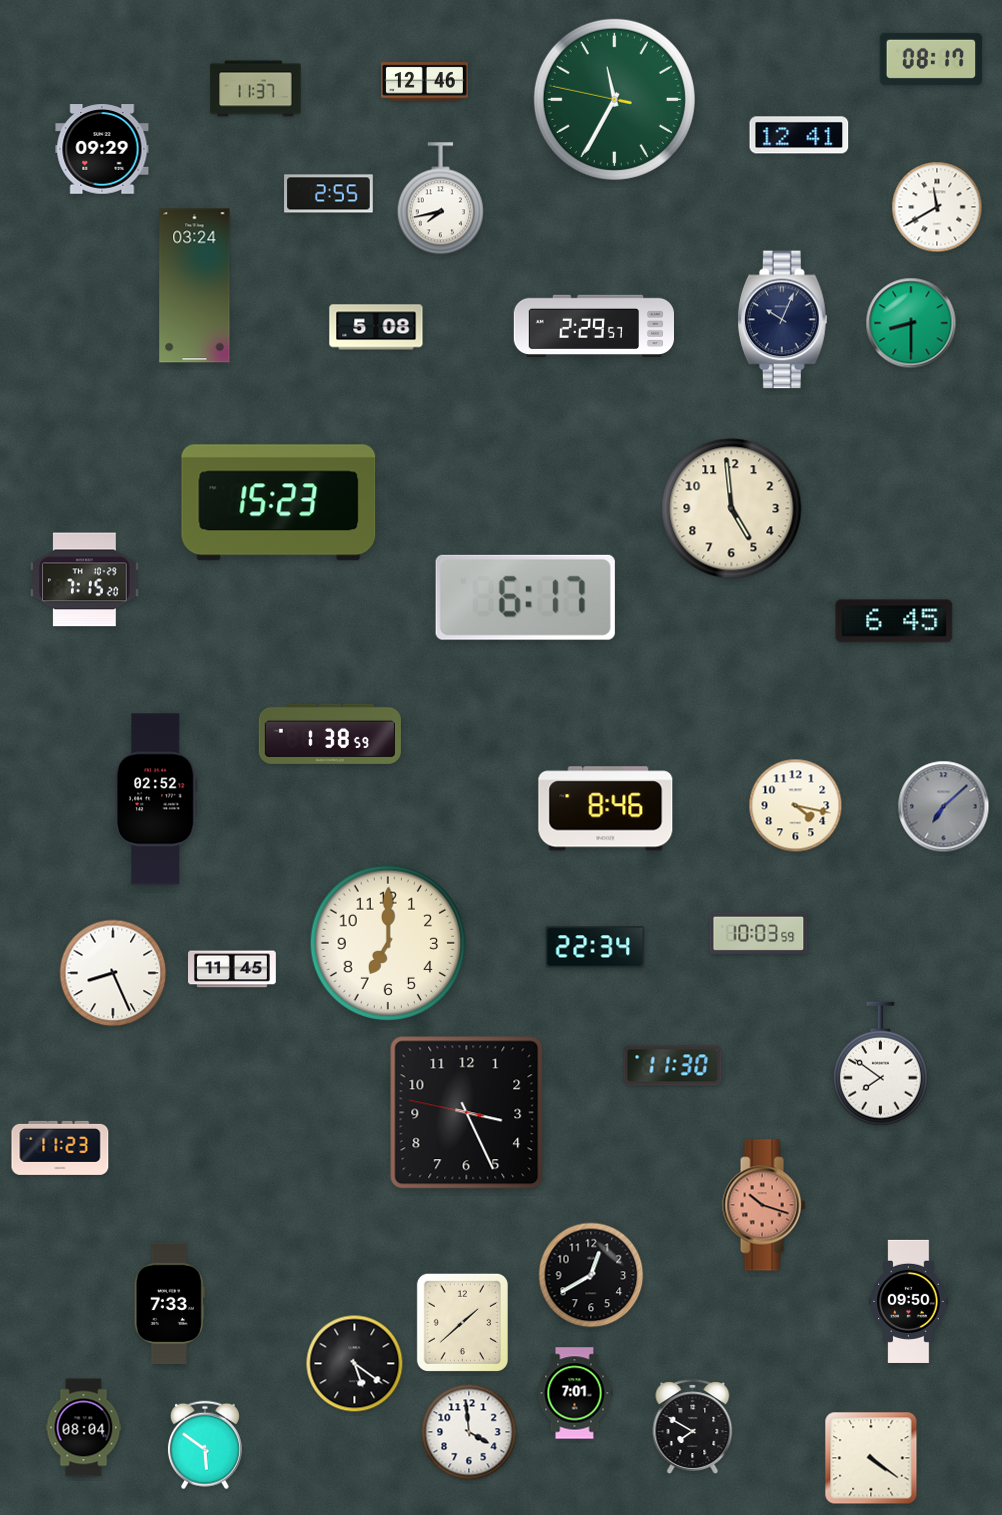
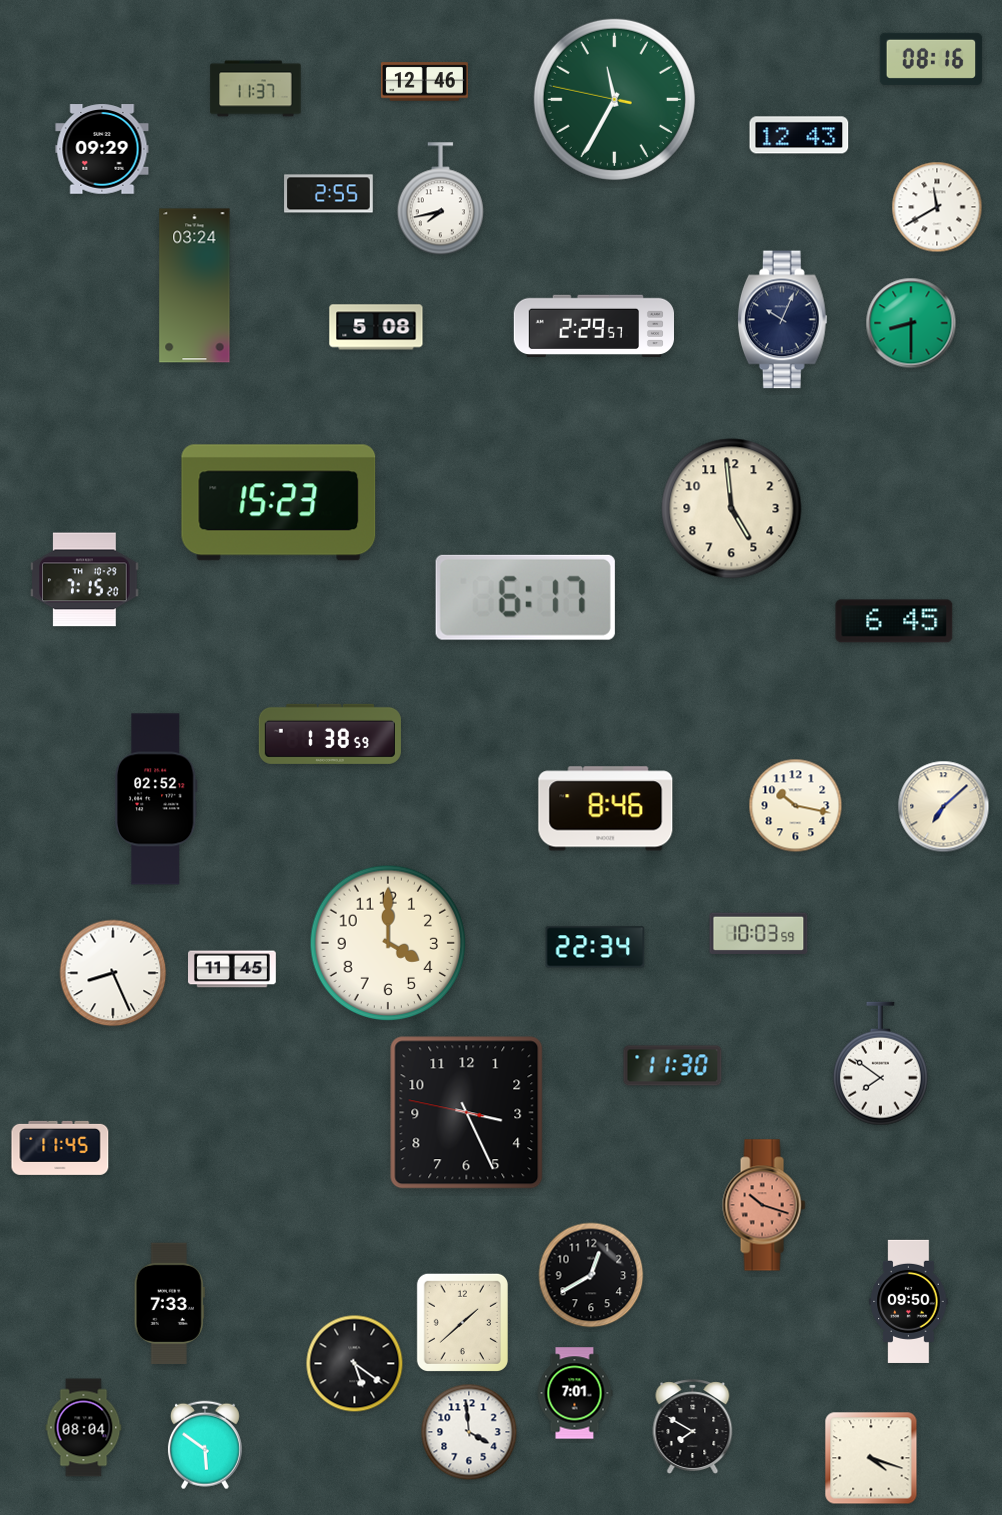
clock at (931, 59): 08:17 -> 08:16
clock at (799, 135): 12:41 -> 12:43
clock at (796, 806): 4:17 -> 10:17
clock at (944, 807) dial: grey -> cream
clock at (388, 943): 7:00 -> 4:00
clock at (60, 1148): 11:23 -> 11:45
clock at (871, 1458): 4:21 -> 4:18
